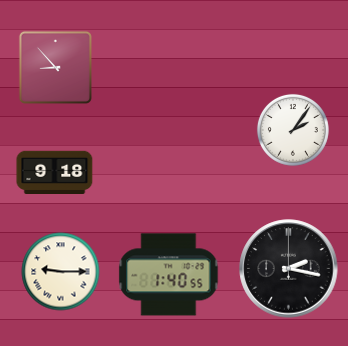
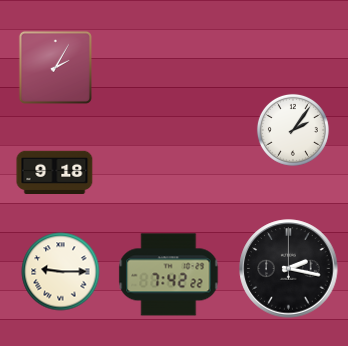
clock at (55, 67): 8:53 -> 2:05
clock at (169, 275): 1:40 -> 7:42
